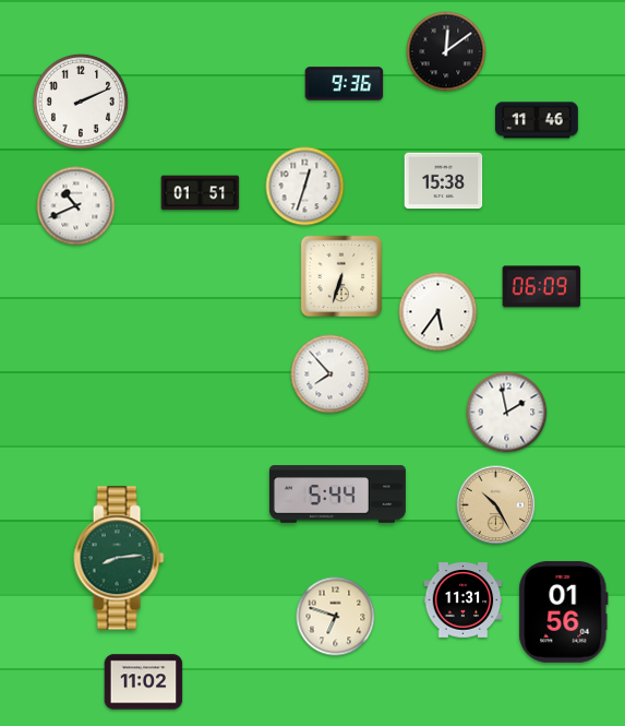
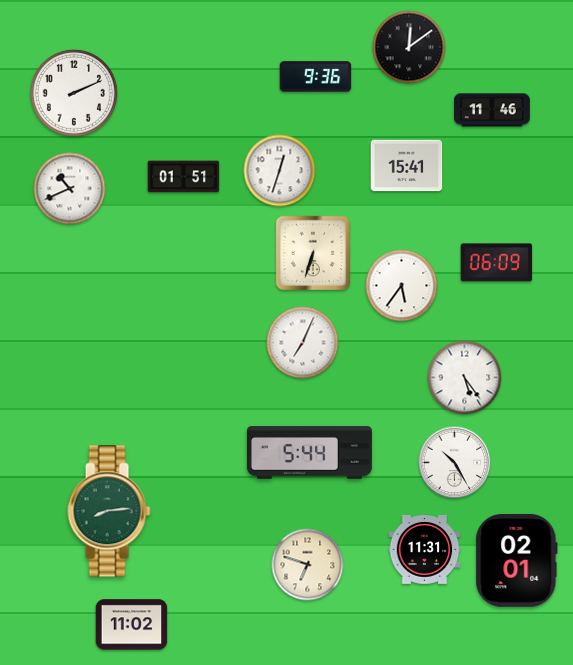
clock at (444, 181): 15:38 -> 15:41
clock at (330, 374): 7:53 -> 7:04
clock at (507, 413): 1:58 -> 5:24
clock at (496, 505) dial: champagne -> white
clock at (564, 611): 01:56 -> 02:01
